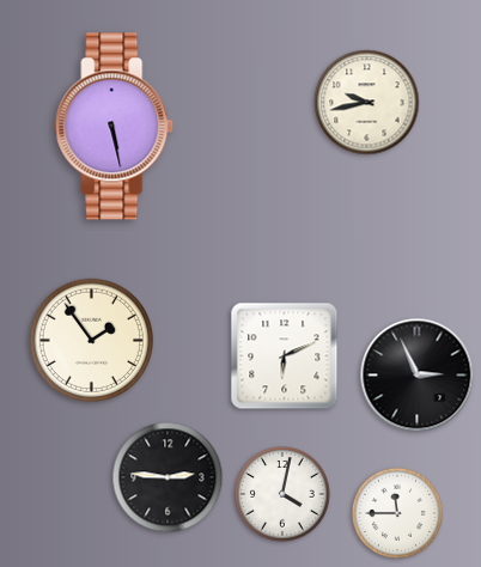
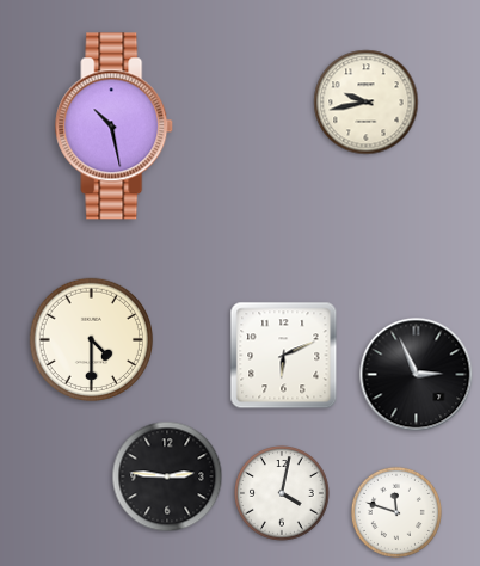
clock at (115, 127): 5:28 -> 10:28
clock at (92, 341): 1:54 -> 4:30
clock at (397, 513): 11:45 -> 11:48
